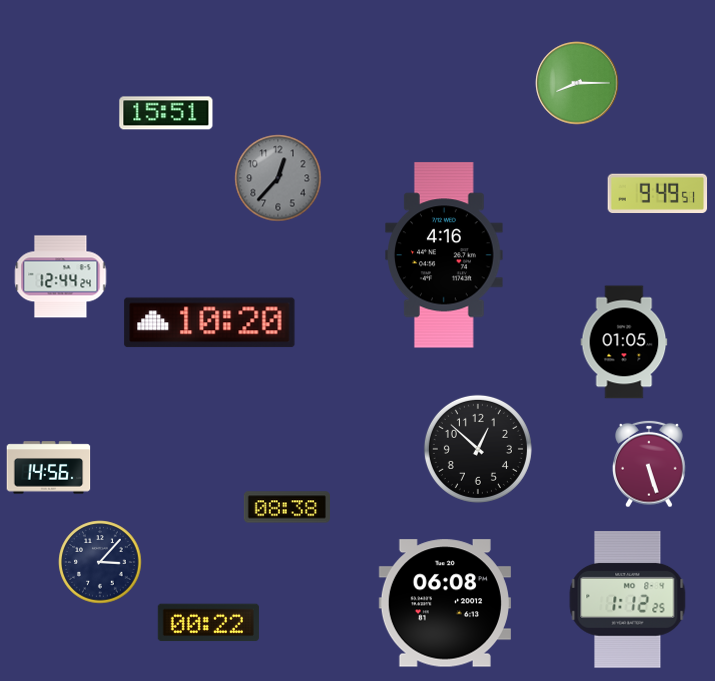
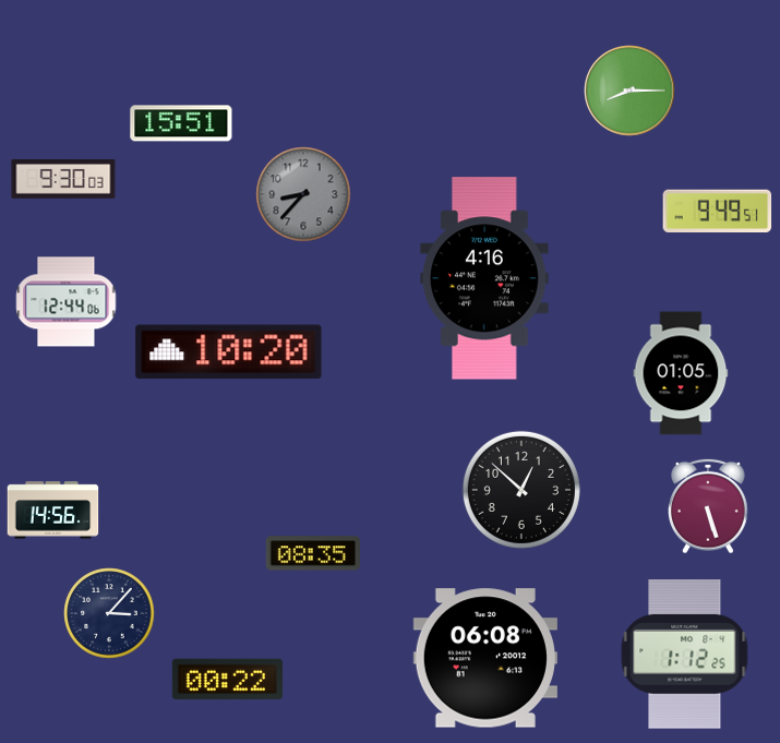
clock at (63, 179): none -> 9:30
clock at (278, 178): 12:37 -> 8:37
clock at (61, 277): 12:44:24 -> 12:44:06
clock at (287, 507): 08:38 -> 08:35
